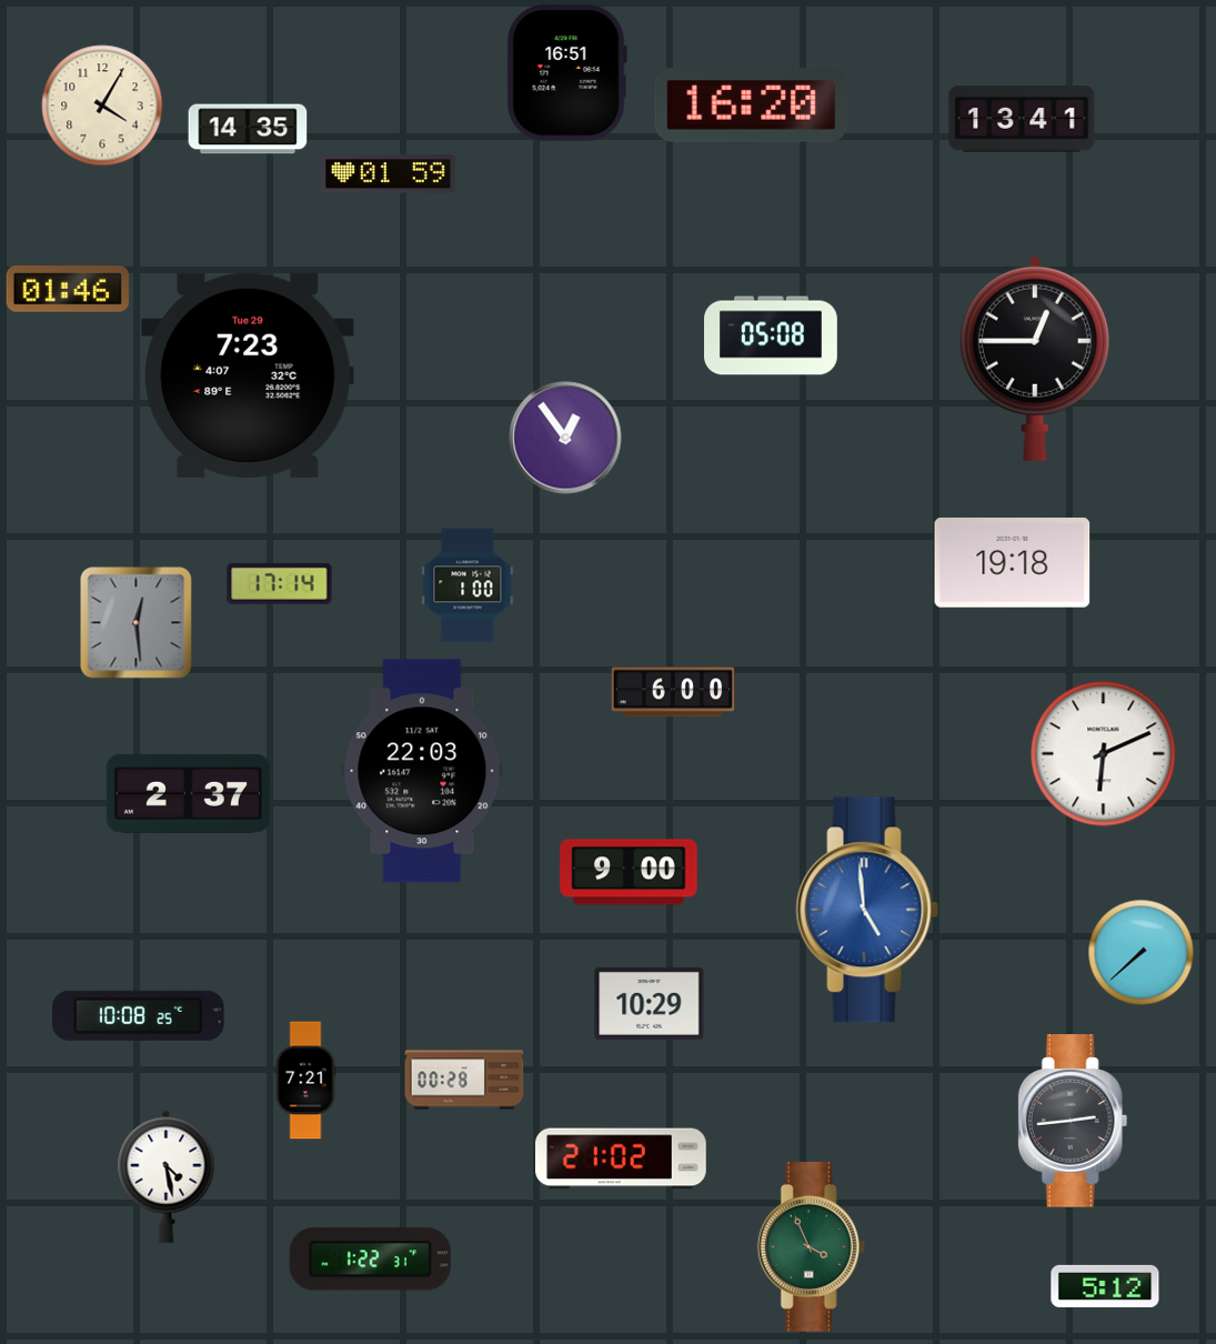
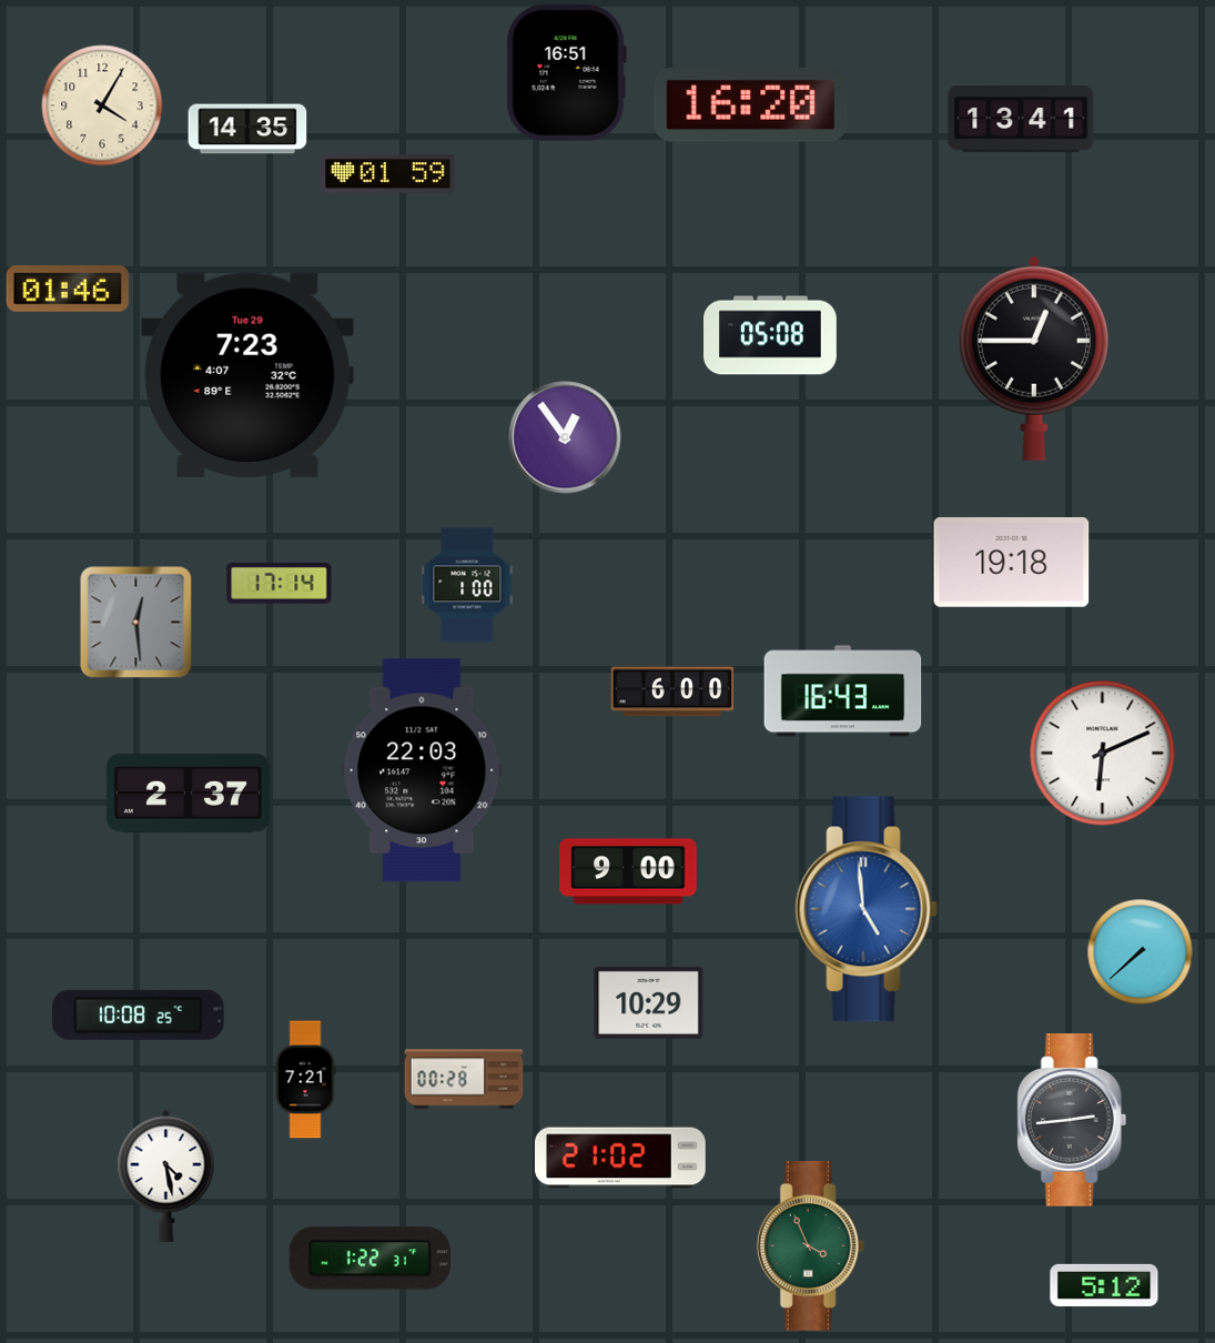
clock at (843, 691): none -> 16:43
